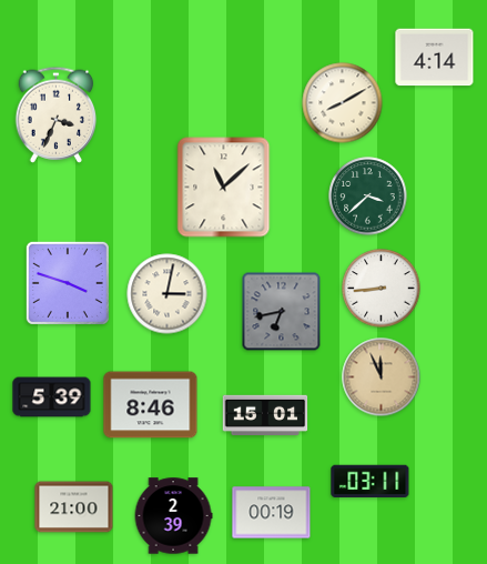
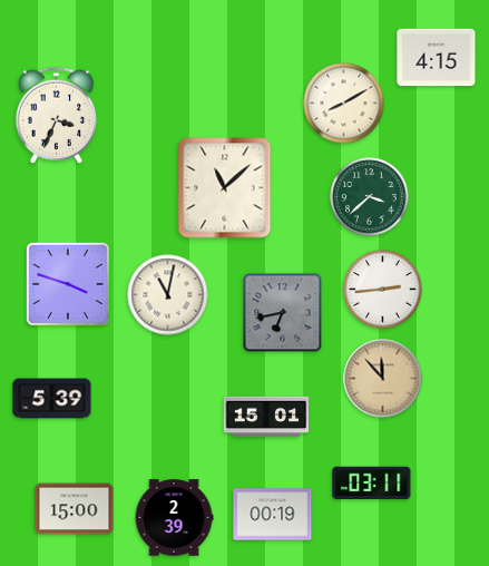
clock at (435, 58): 4:14 -> 4:15
clock at (382, 289): 8:44 -> 2:44
clock at (168, 294): 3:02 -> 11:02
clock at (382, 377): 11:56 -> 11:53
clock at (151, 405): 8:46 -> none
clock at (74, 507): 21:00 -> 15:00
